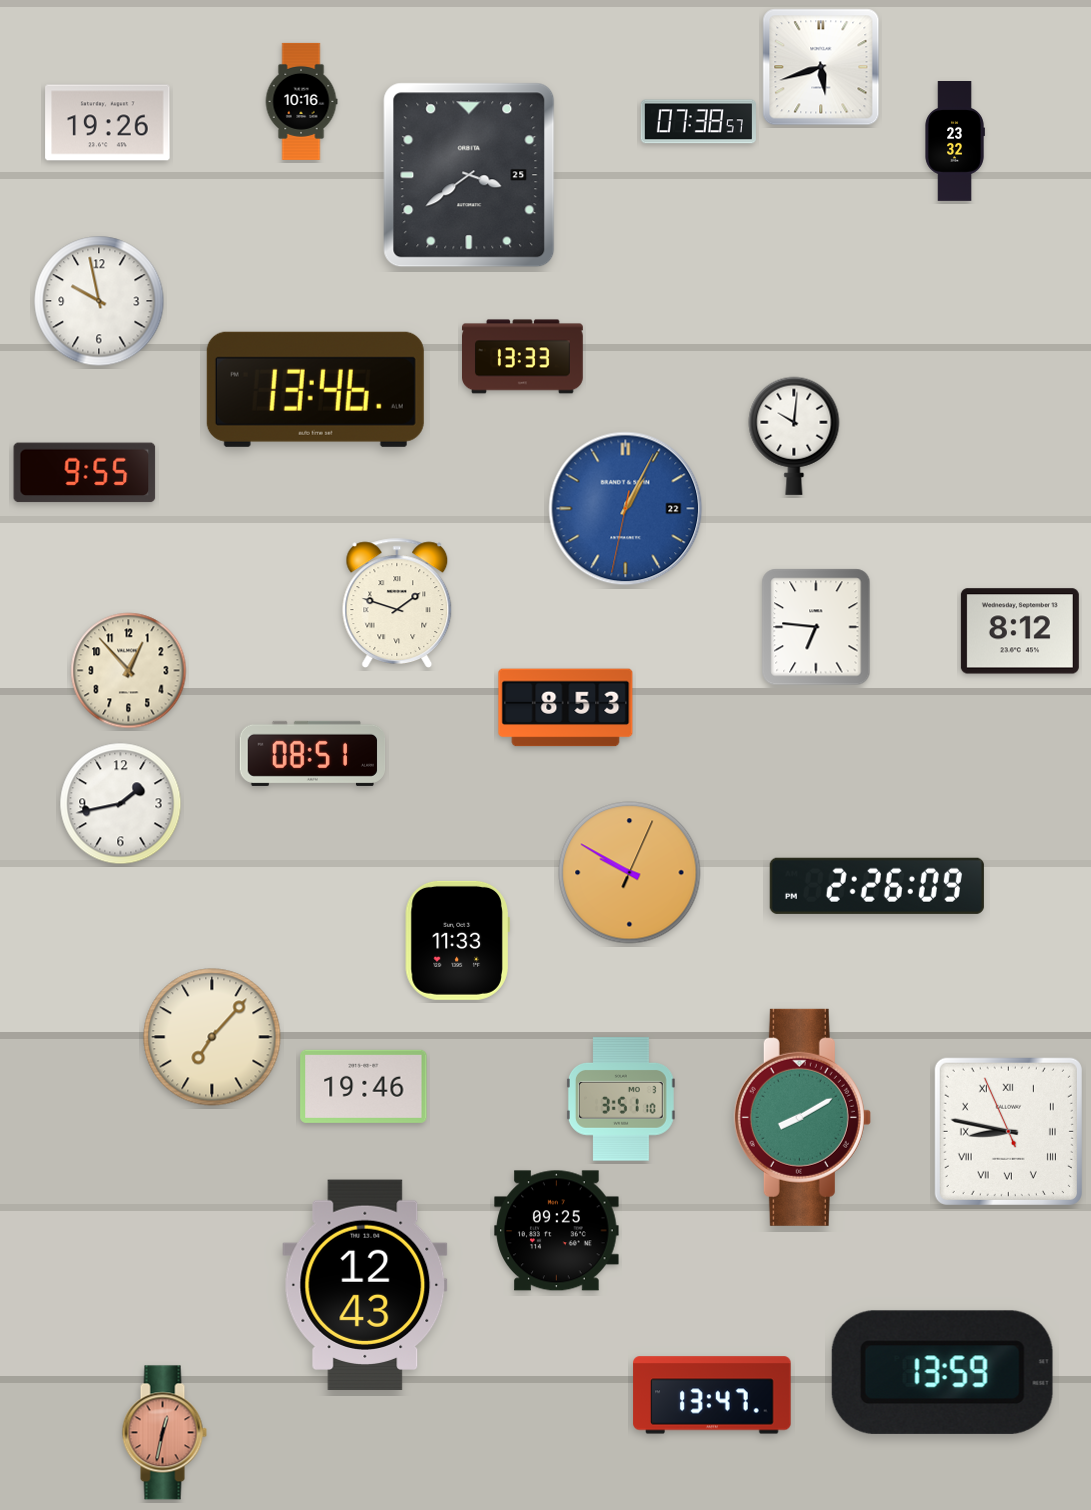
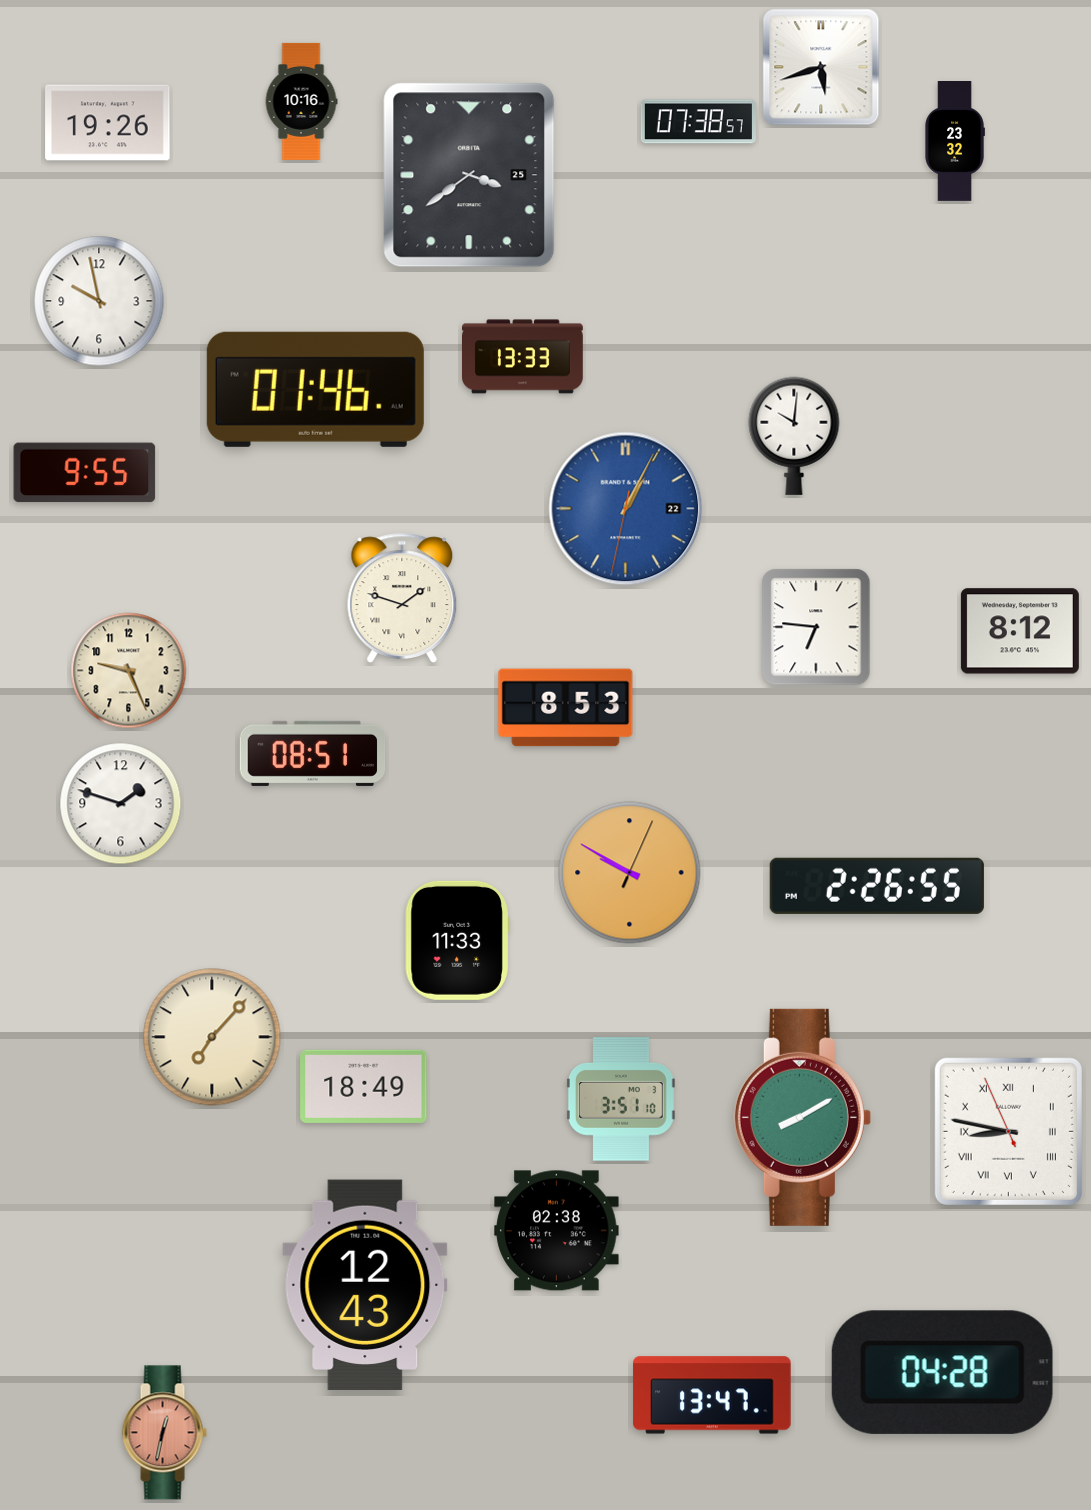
clock at (315, 389): 13:46 -> 01:46
clock at (397, 603) position: (397, 603) -> (402, 598)
clock at (129, 671): 12:53 -> 9:26
clock at (121, 804): 1:43 -> 1:48
clock at (877, 886): 2:26:09 -> 2:26:55
clock at (364, 1086): 19:46 -> 18:49
clock at (557, 1231): 09:25 -> 02:38
clock at (942, 1372): 13:59 -> 04:28
